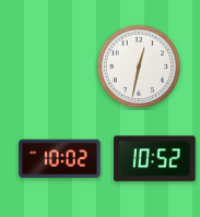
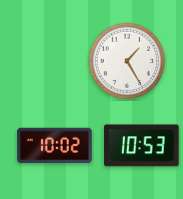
clock at (139, 67): 12:32 -> 1:25
clock at (155, 159): 10:52 -> 10:53
